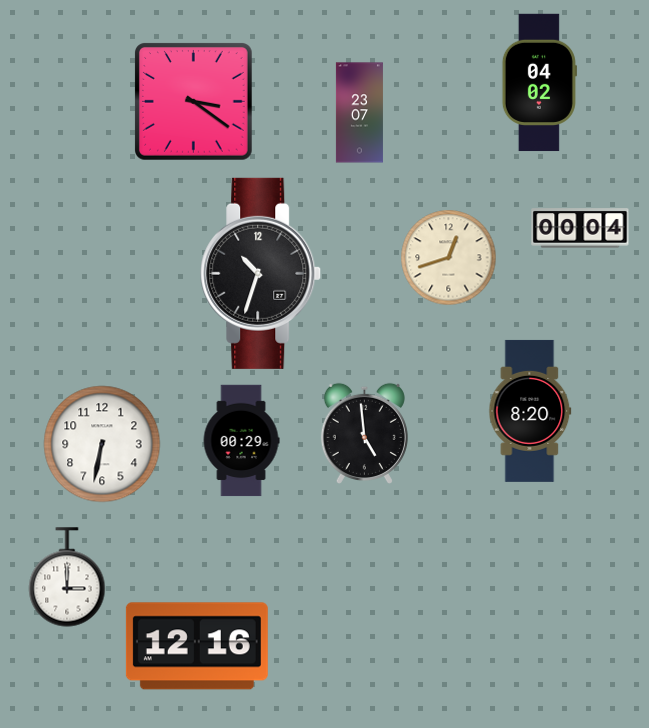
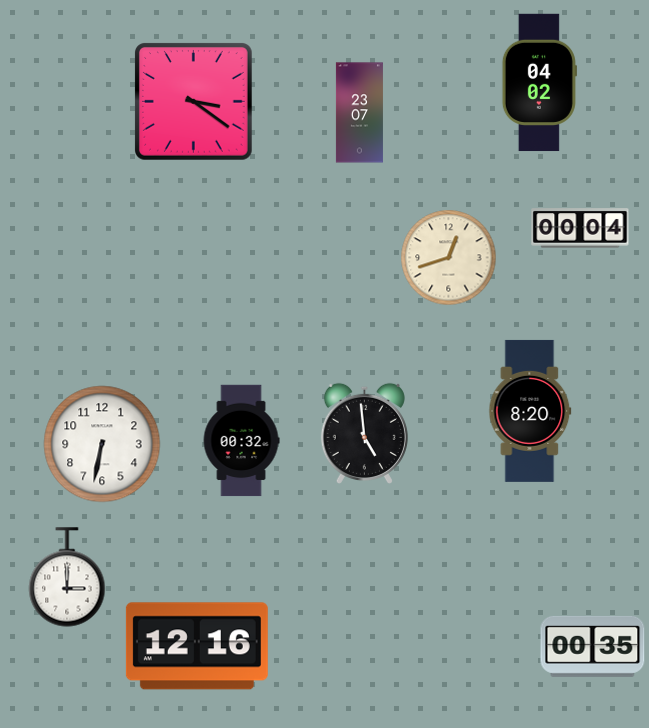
clock at (261, 273): 10:33 -> none
clock at (241, 441): 00:29 -> 00:32
clock at (593, 646): none -> 00:35
